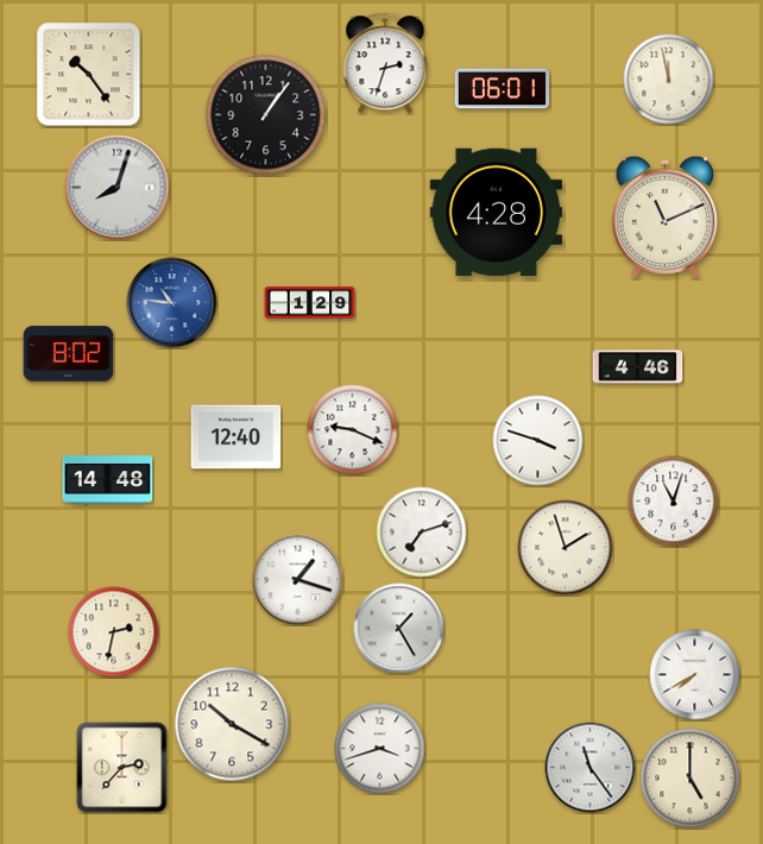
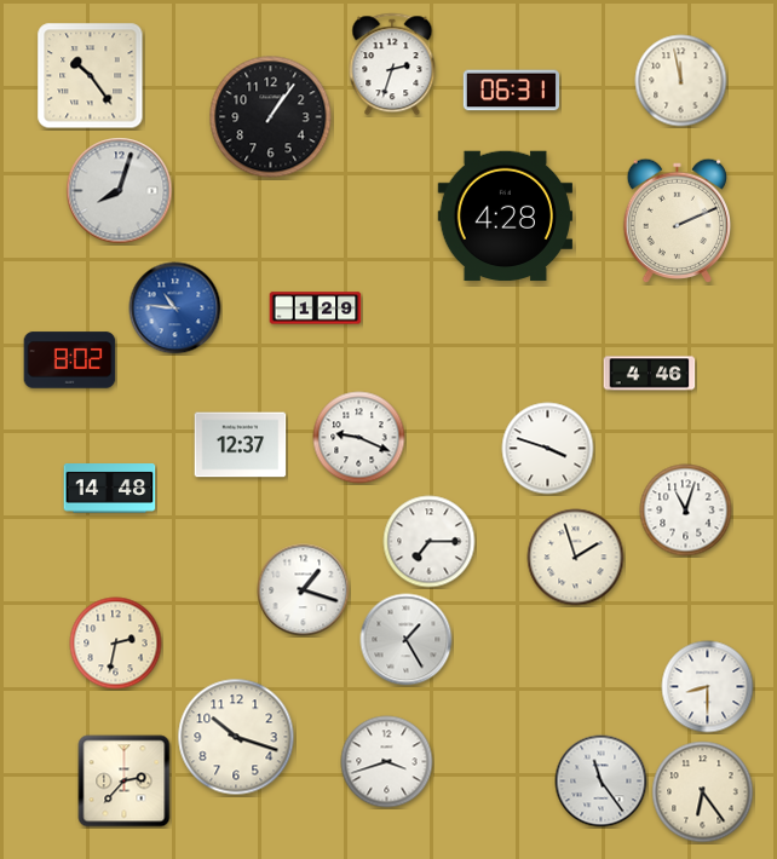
clock at (503, 89): 06:01 -> 06:31
clock at (664, 216): 11:11 -> 2:11
clock at (237, 437): 12:40 -> 12:37
clock at (422, 533): 7:12 -> 7:15
clock at (695, 675): 7:40 -> 8:30
clock at (232, 724): 10:20 -> 10:18
clock at (691, 779): 5:00 -> 6:24
